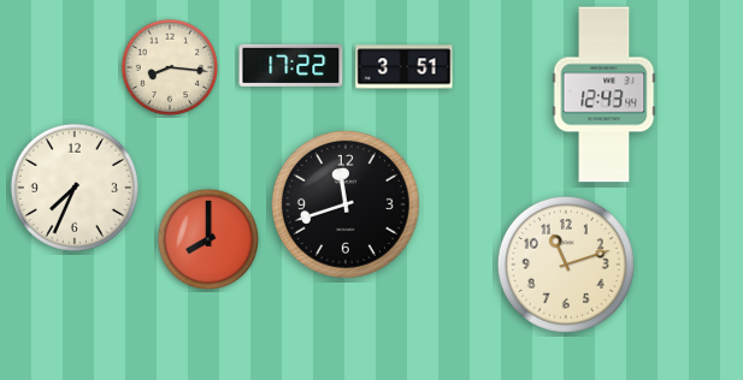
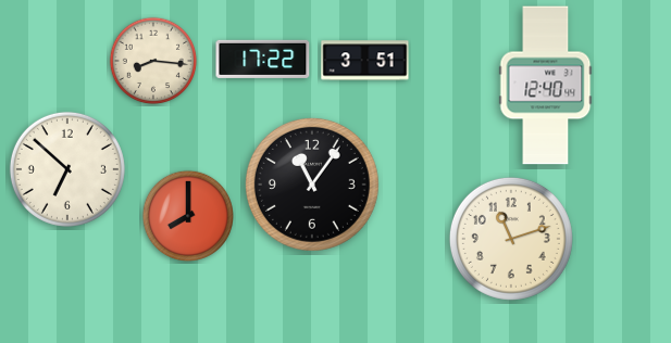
clock at (605, 95): 12:43 -> 12:40
clock at (75, 188): 7:34 -> 6:52
clock at (346, 204): 11:42 -> 11:06
